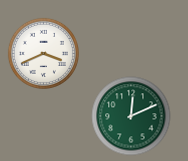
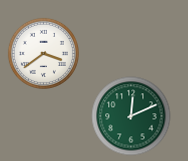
clock at (43, 53): 3:41 -> 3:39
